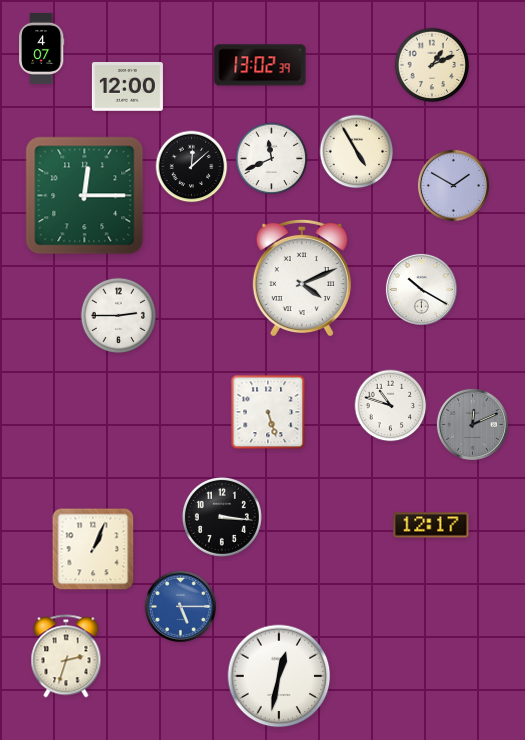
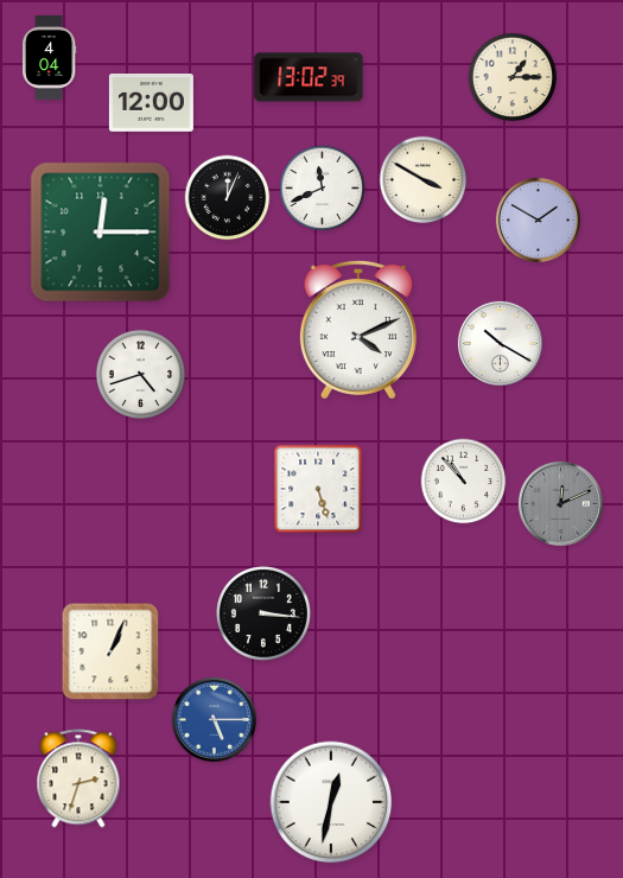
clock at (42, 48): 4:07 -> 4:04
clock at (432, 65): 1:11 -> 1:15
clock at (357, 152): 4:55 -> 3:50
clock at (192, 167): 12:08 -> 12:04
clock at (119, 316): 2:45 -> 4:42
clock at (391, 406): 10:48 -> 10:53
clock at (431, 525): 12:17 -> none
